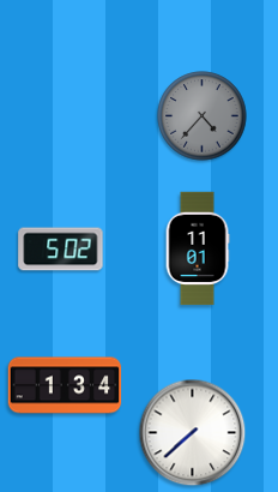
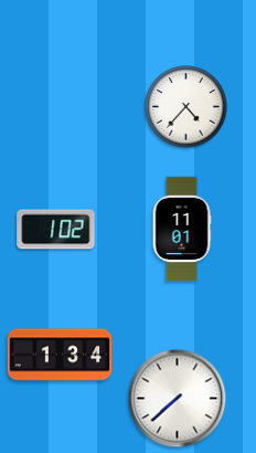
clock at (203, 116) dial: grey -> white
clock at (61, 250): 5:02 -> 1:02
